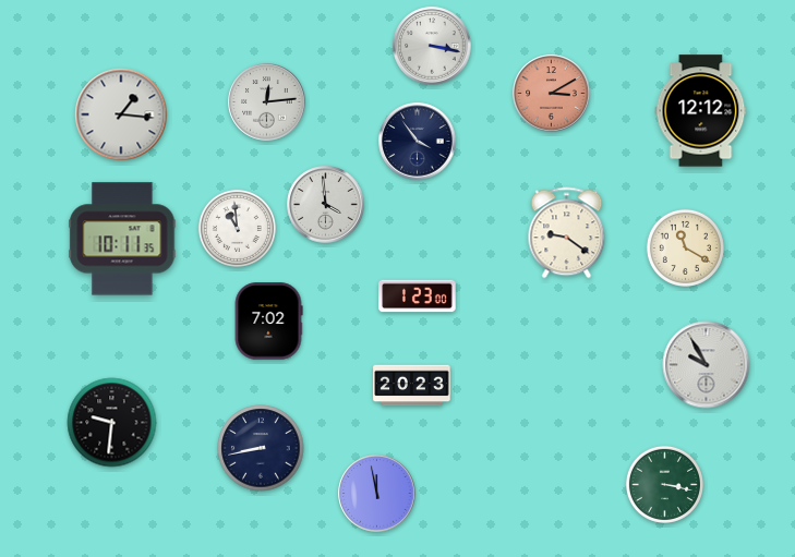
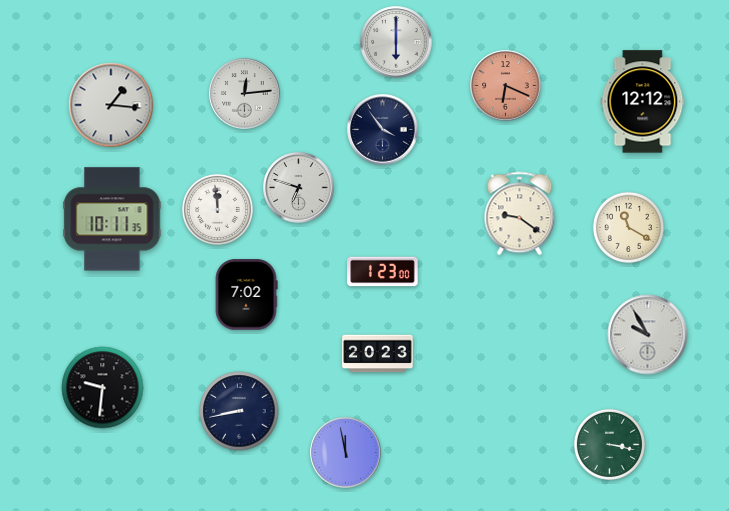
clock at (432, 46): 3:17 -> 6:00
clock at (552, 94): 3:10 -> 6:19
clock at (326, 205): 3:59 -> 6:48
clock at (237, 228): 10:59 -> 11:59
